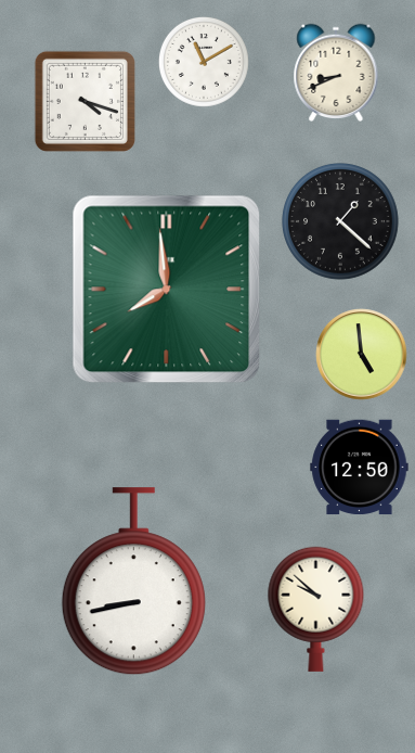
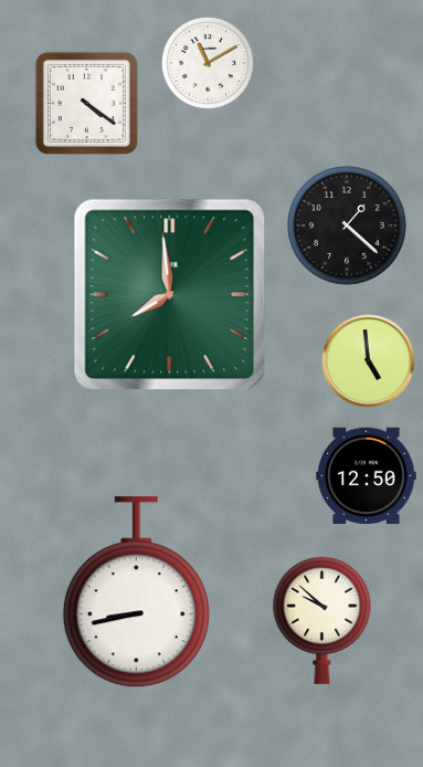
clock at (336, 73): 8:41 -> none
clock at (85, 101): 4:18 -> 4:21
